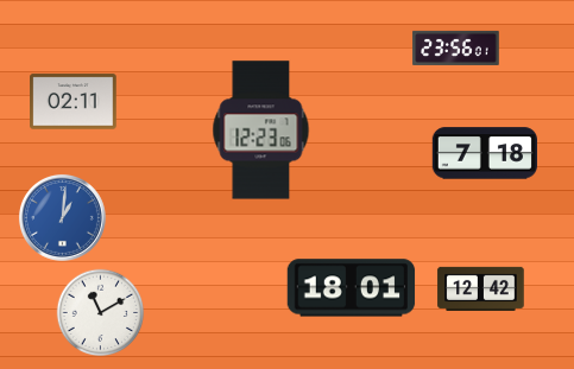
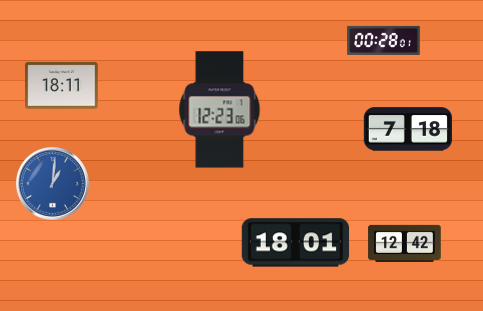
clock at (456, 47): 23:56 -> 00:28
clock at (74, 102): 02:11 -> 18:11
clock at (101, 313): 11:10 -> none
